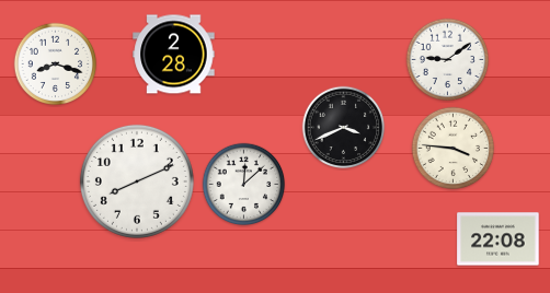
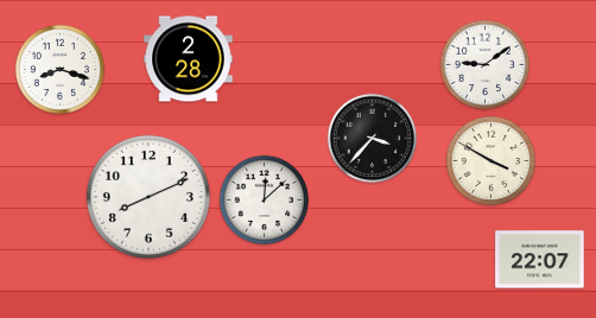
clock at (344, 128): 3:41 -> 3:37
clock at (454, 149): 3:46 -> 3:50
clock at (499, 239): 22:08 -> 22:07
